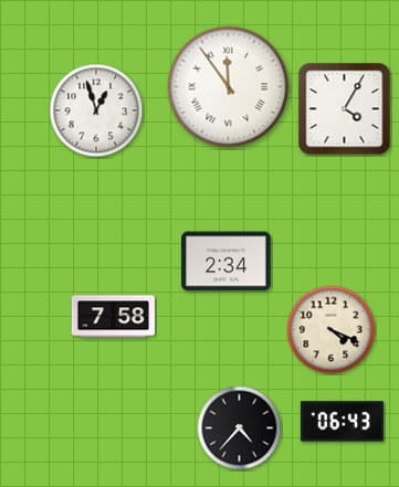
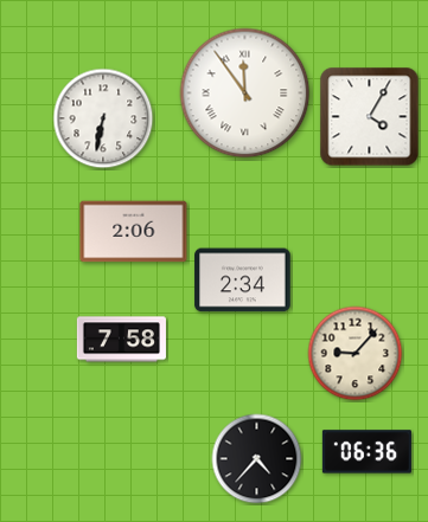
clock at (96, 110): 12:57 -> 6:32
clock at (134, 232): none -> 2:06
clock at (332, 330): 4:19 -> 9:07
clock at (342, 422): 06:43 -> 06:36
